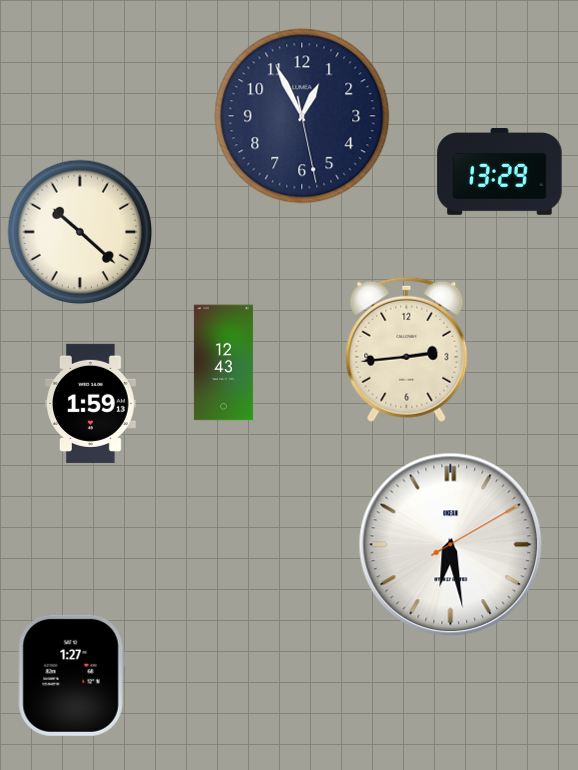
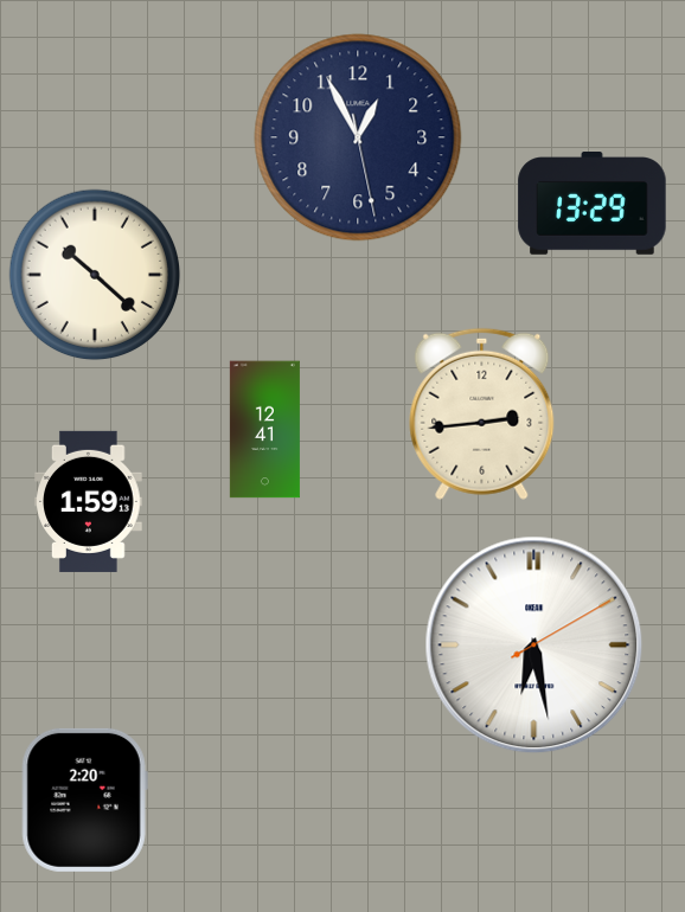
clock at (223, 363): 12:43 -> 12:41
clock at (91, 403) position: (91, 403) -> (89, 501)
clock at (71, 675): 1:27 -> 2:20
